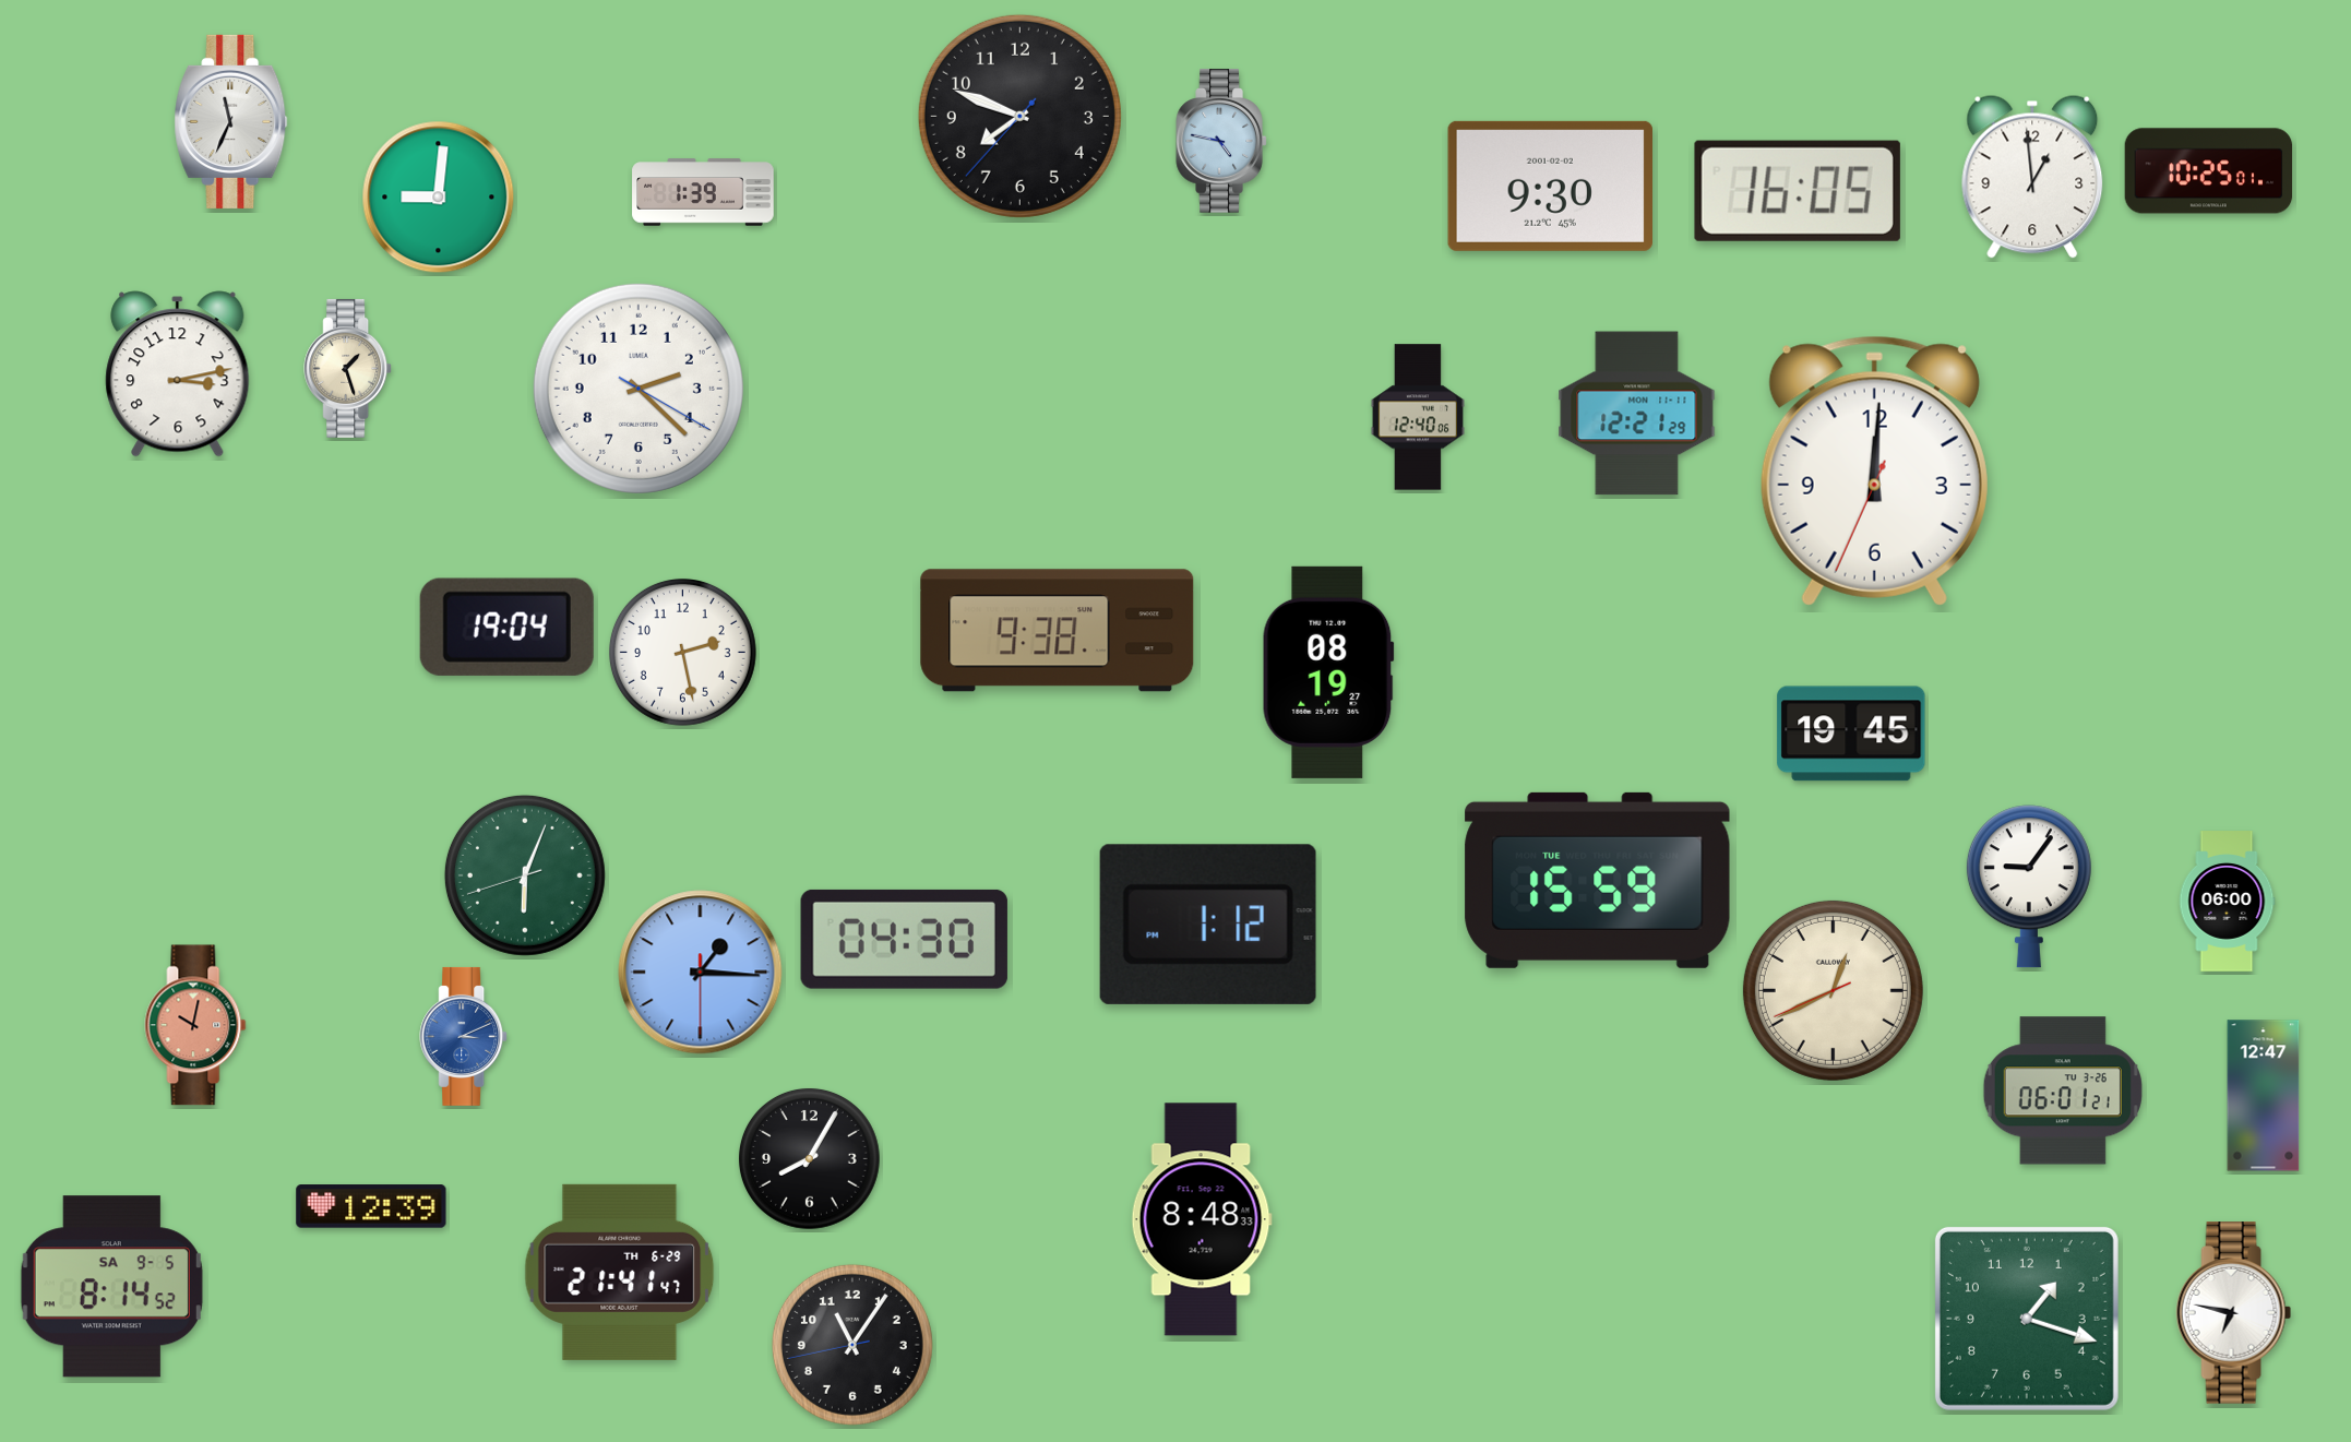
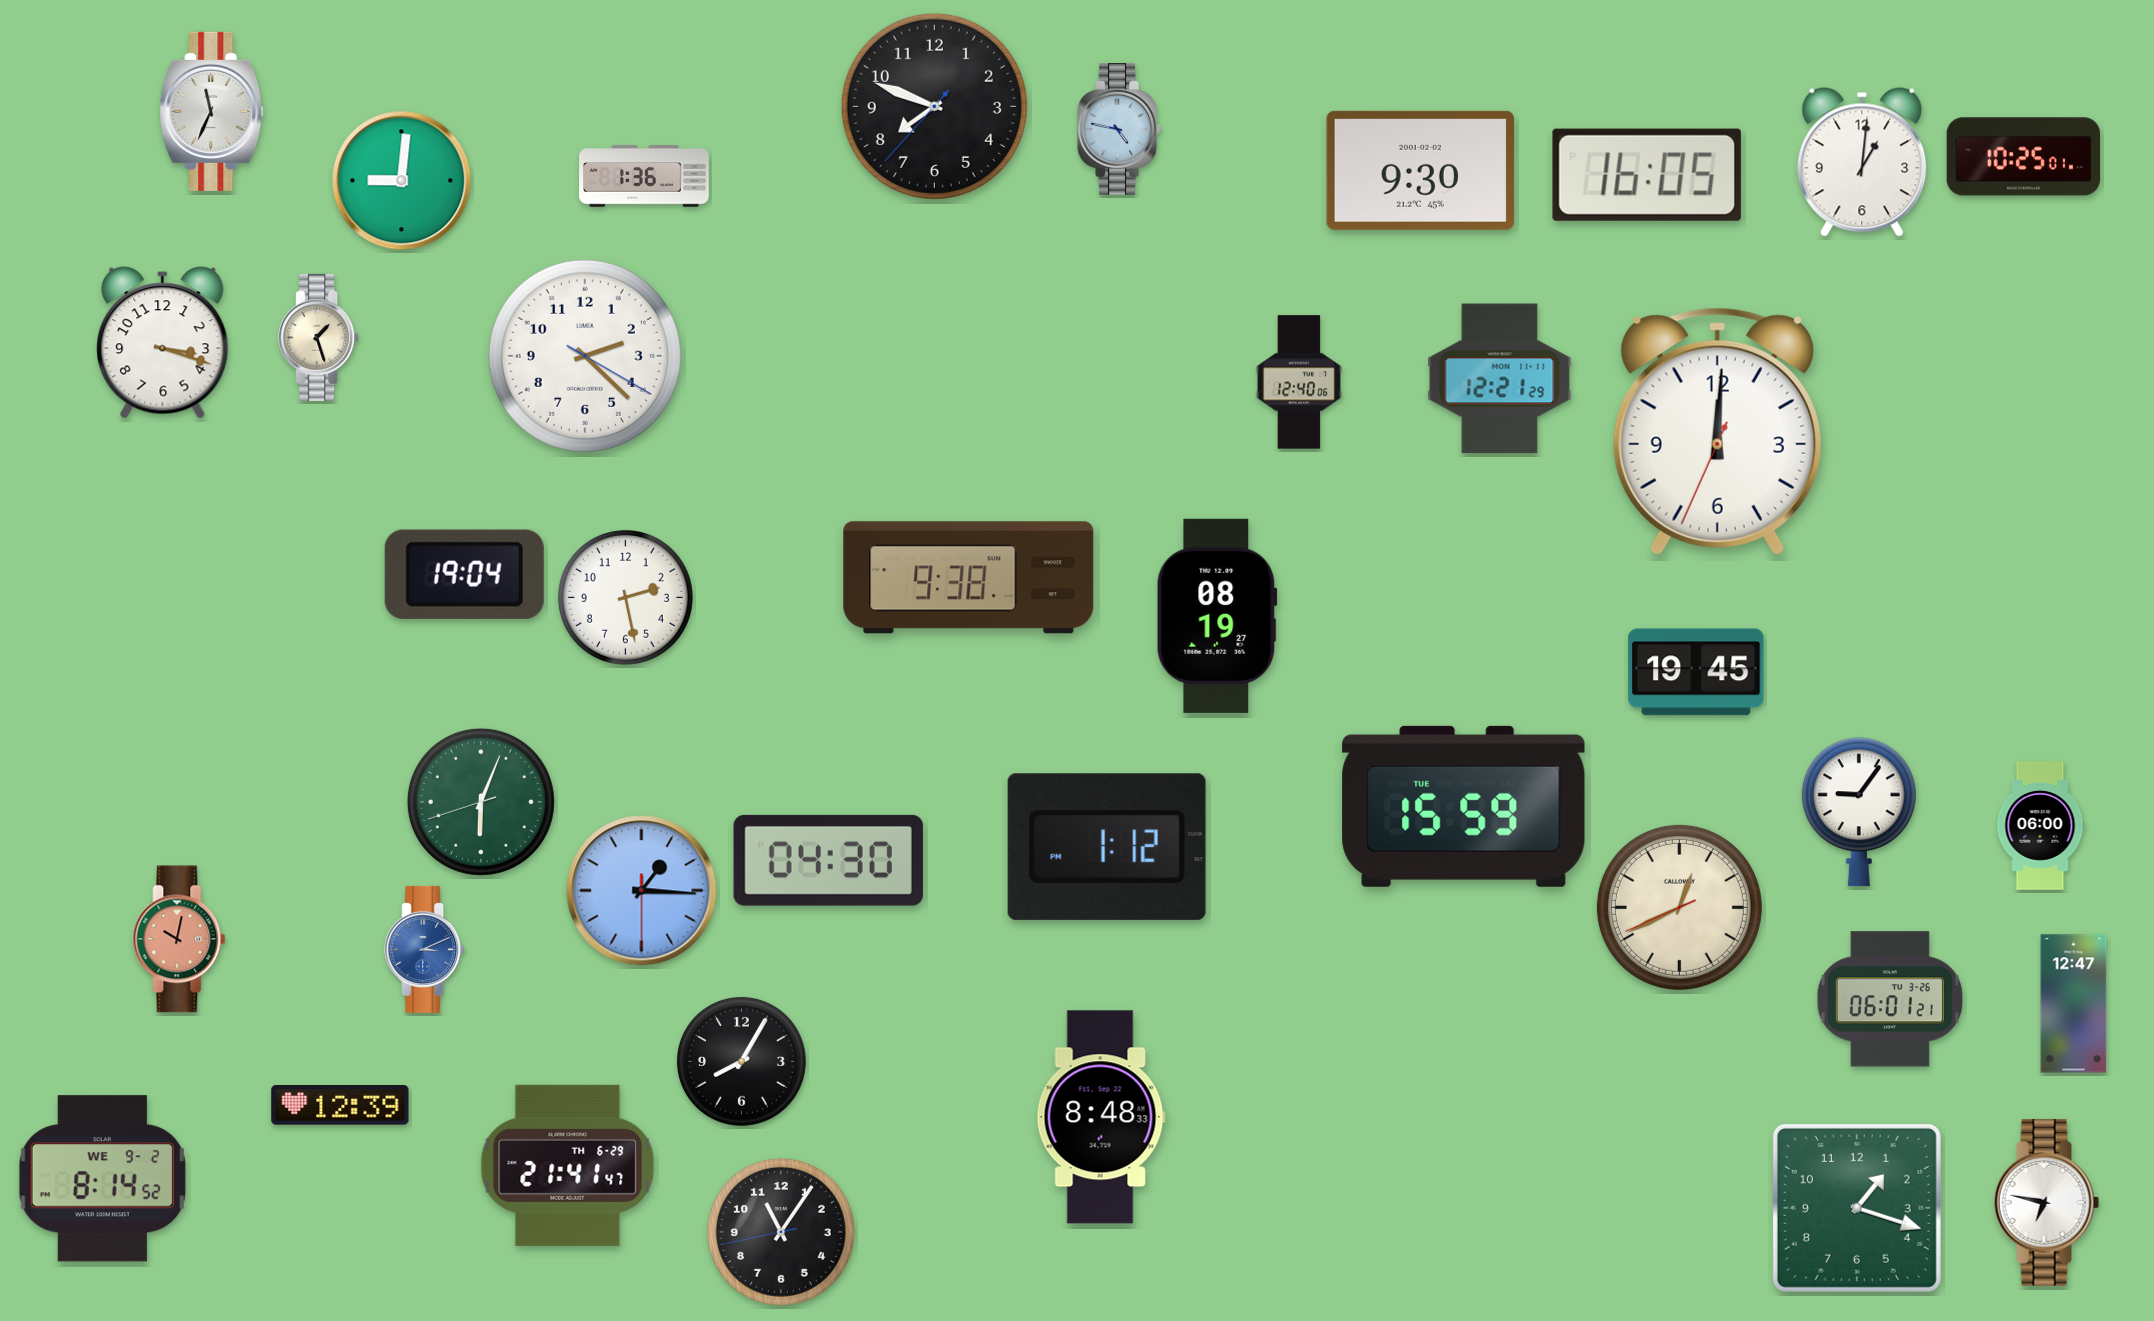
clock at (2032, 177): 12:59 -> 1:01
clock at (703, 192): 1:39 -> 1:36
clock at (178, 374): 3:13 -> 3:18
clock at (111, 1287) date: SA 9-5 -> WE 9-2
